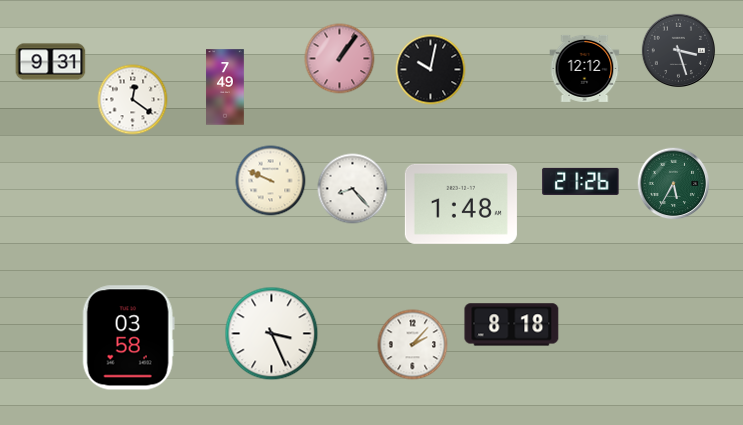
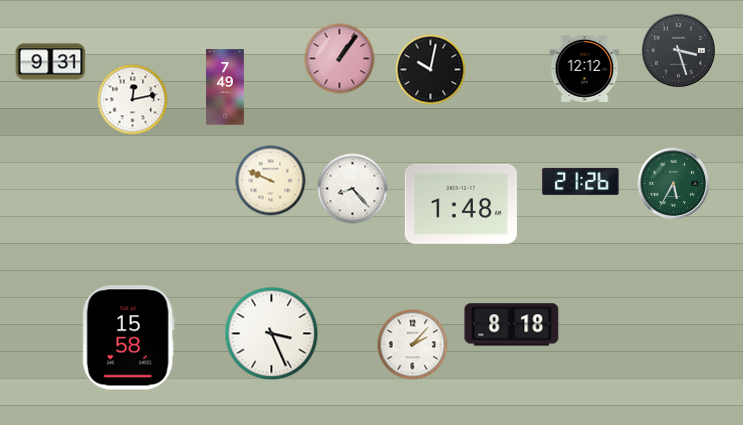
clock at (133, 100): 12:21 -> 12:13
clock at (128, 338): 03:58 -> 15:58
